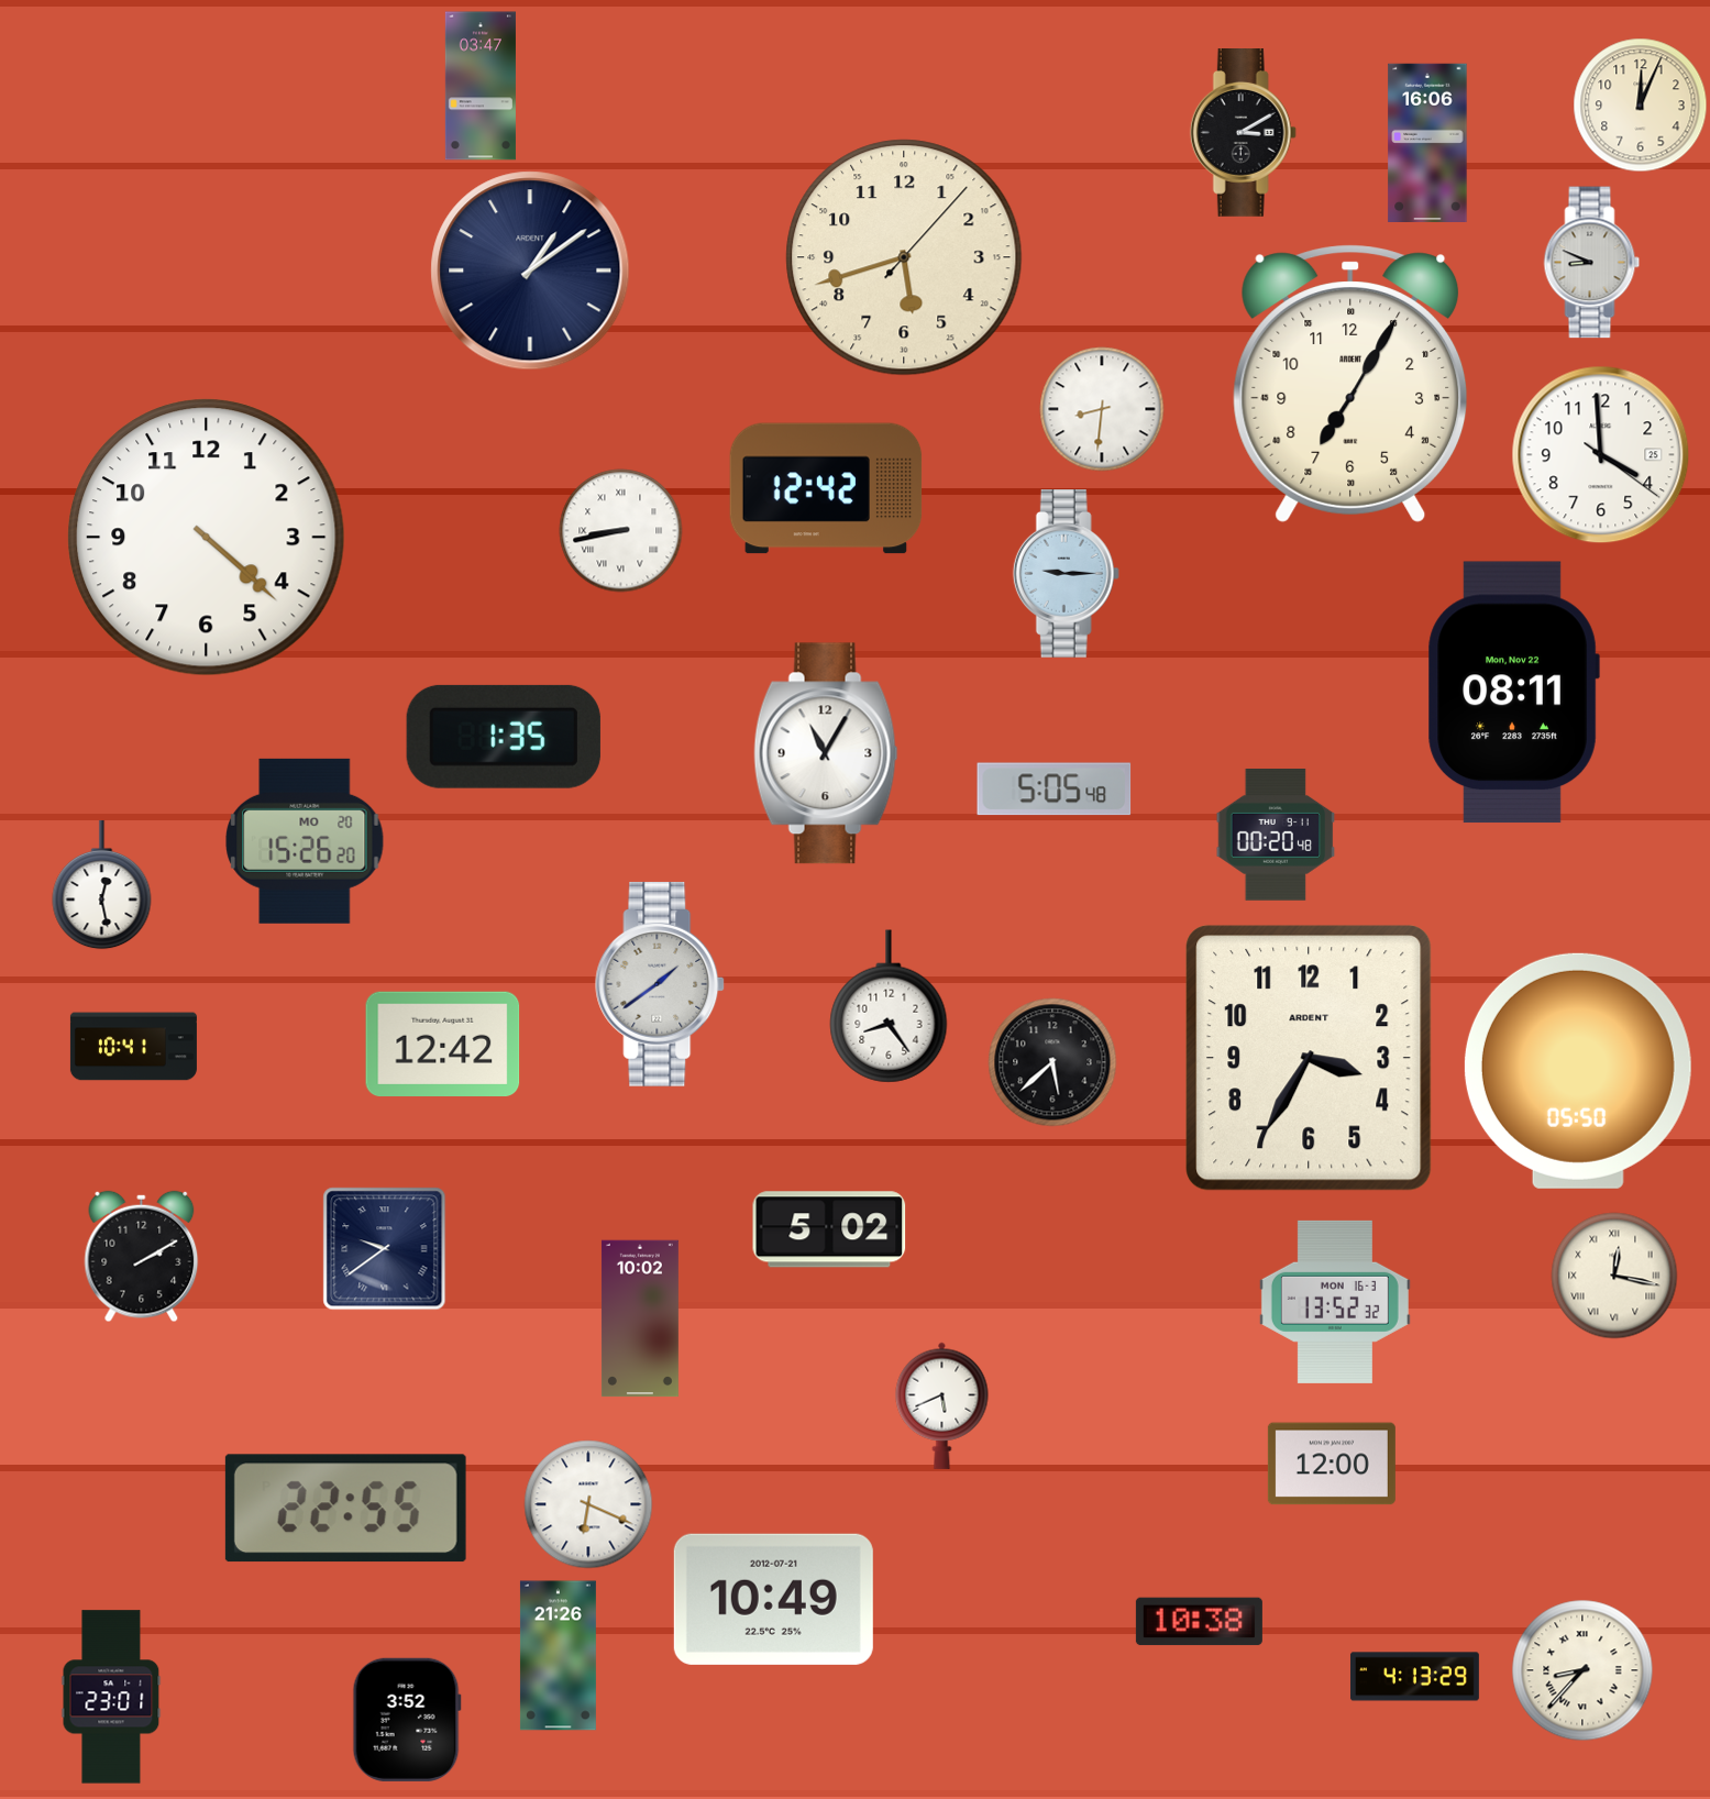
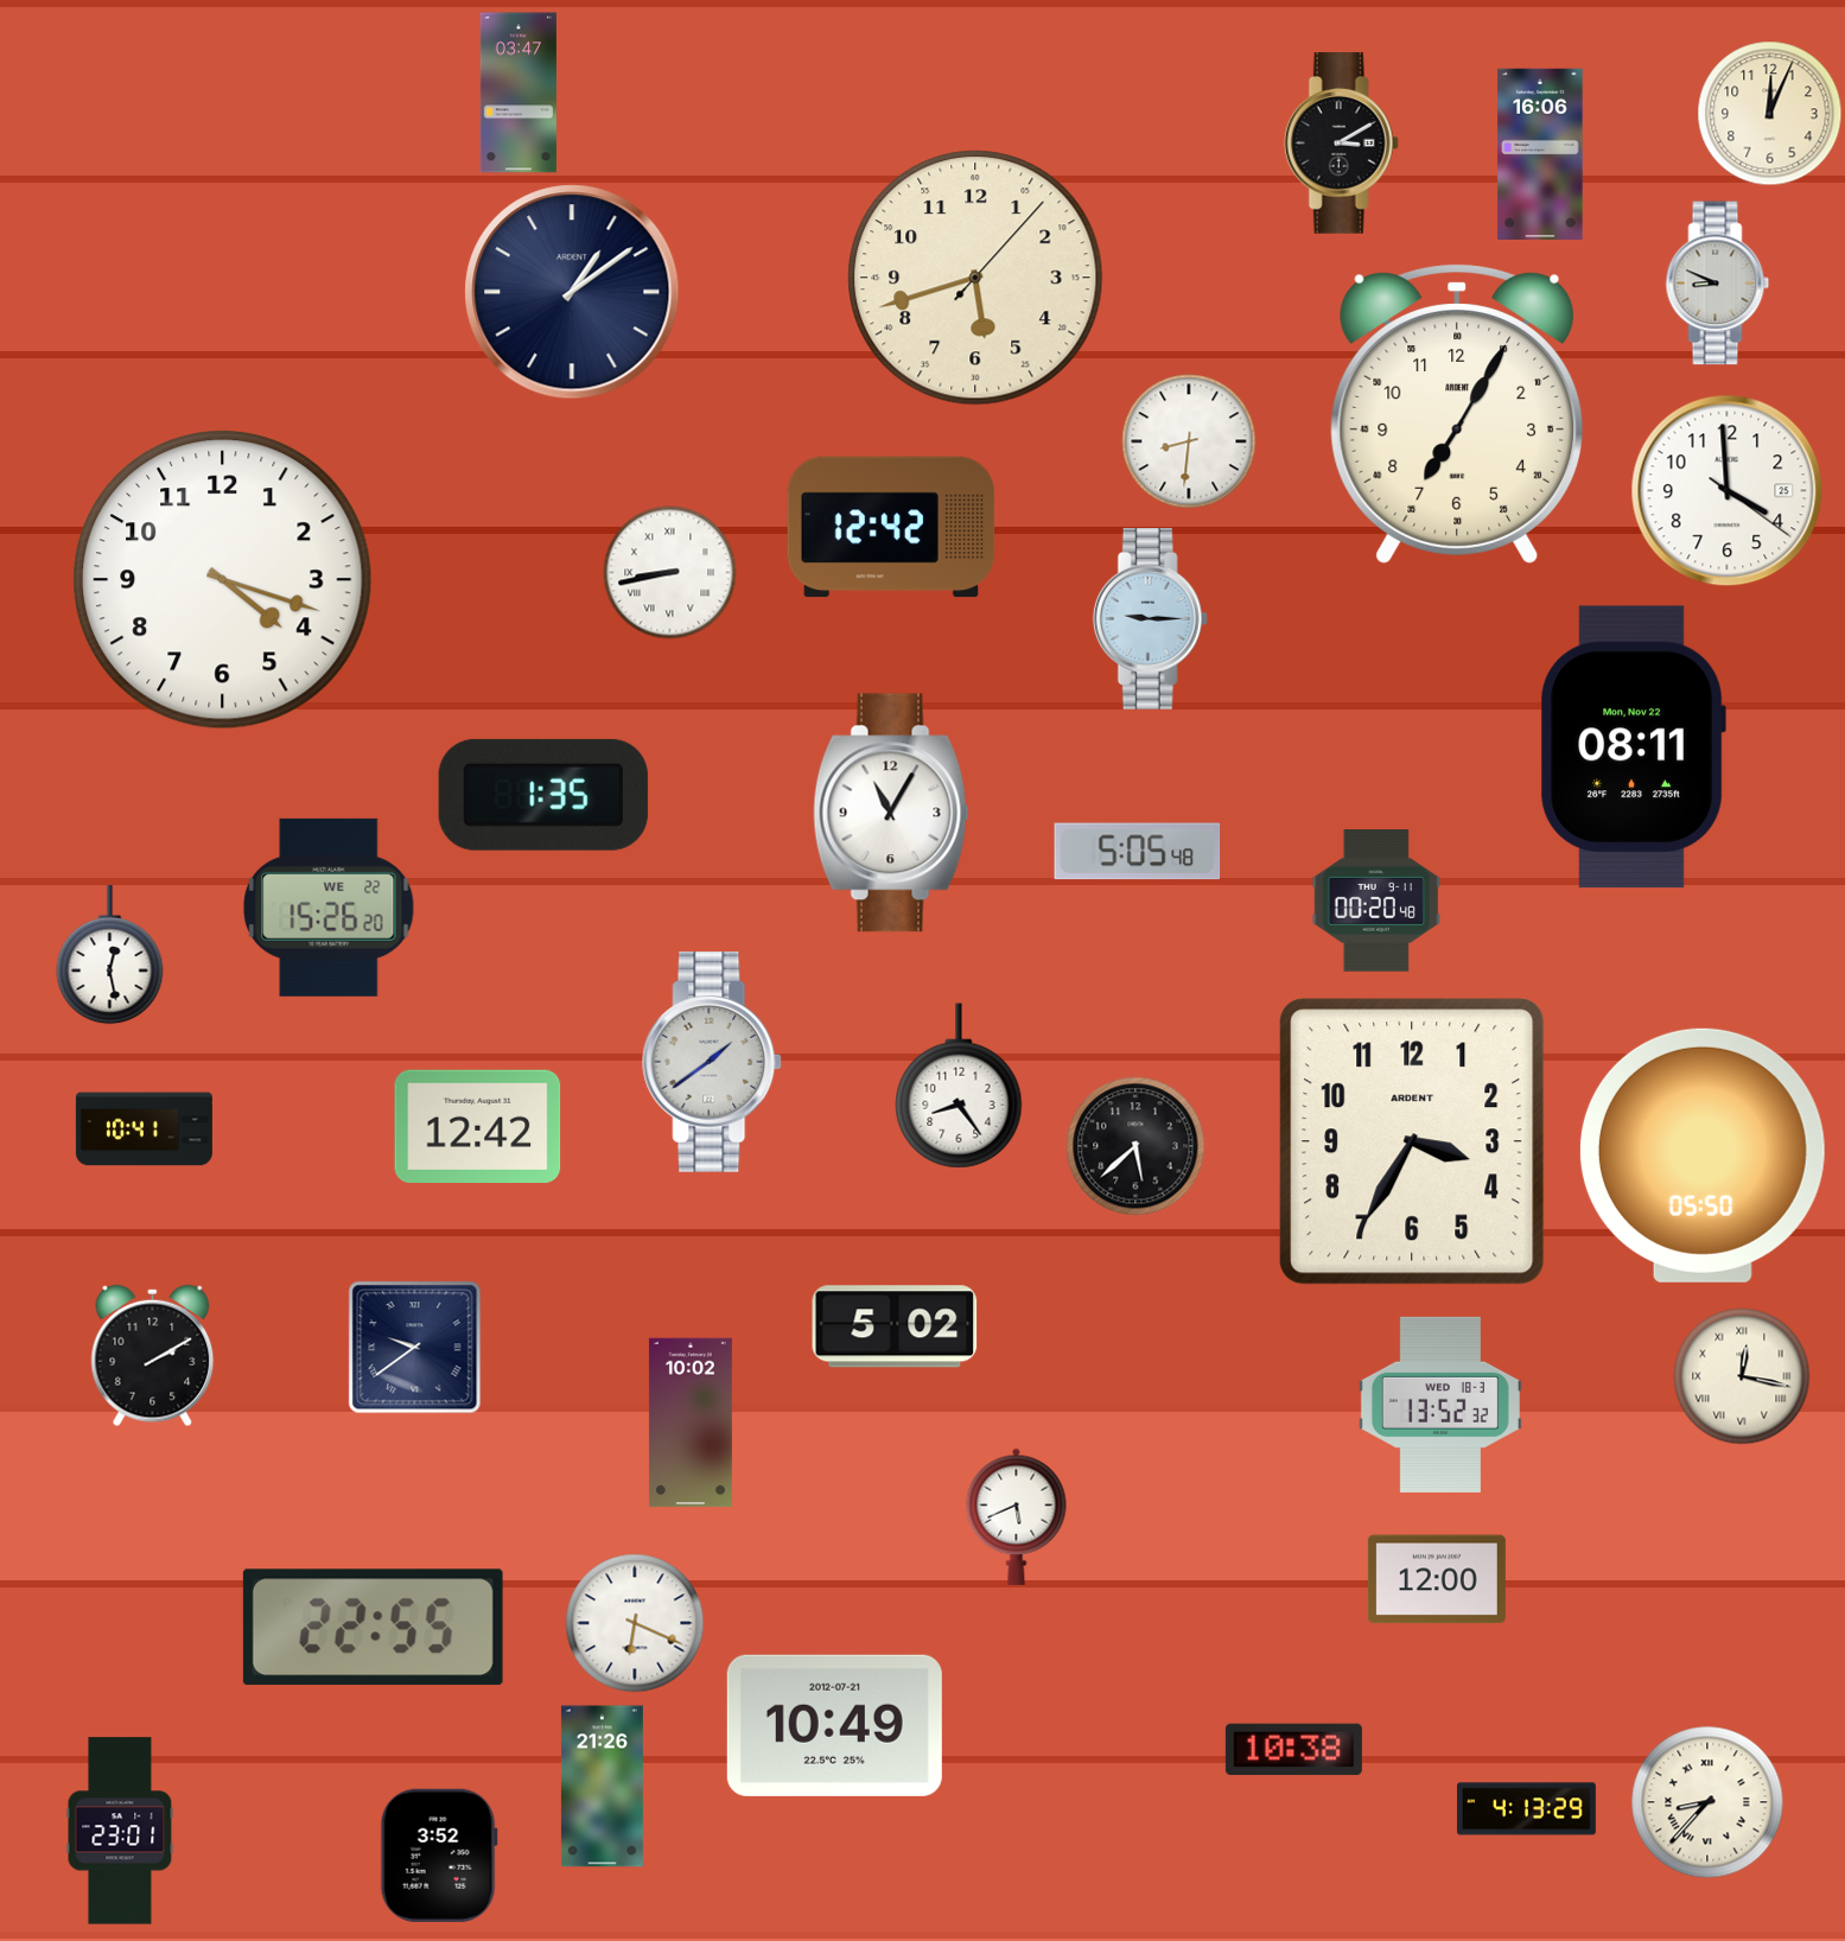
clock at (207, 538): 4:22 -> 4:18
clock at (305, 841) date: MO 20 -> WE 22
clock at (1335, 1302) date: MON 16-3 -> WED 18-3
